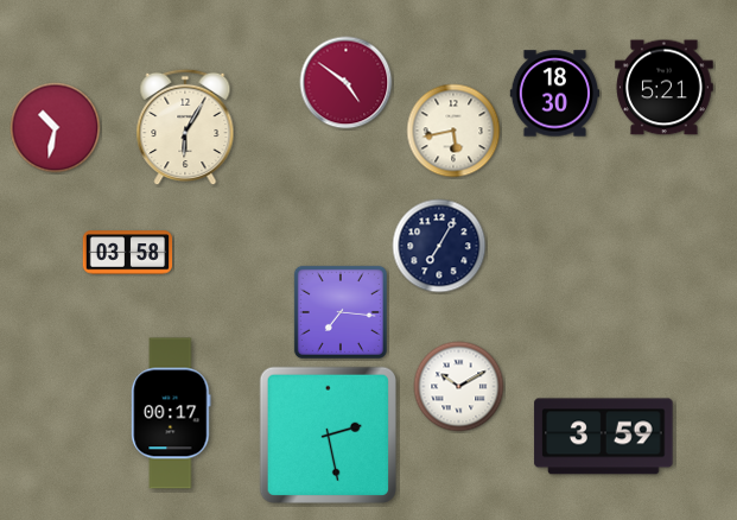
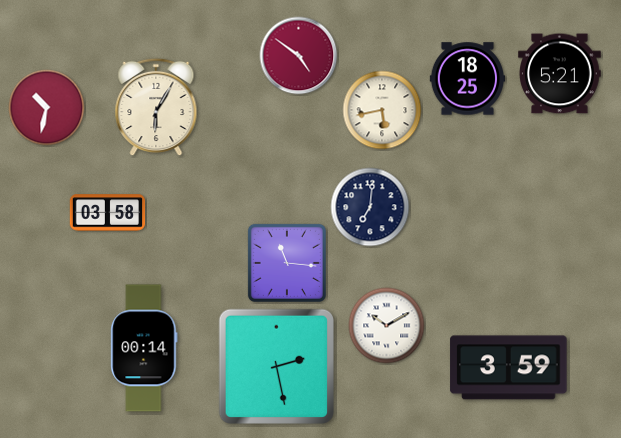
clock at (347, 83) position: (347, 83) -> (299, 56)
clock at (555, 94): 18:30 -> 18:25
clock at (439, 246): 7:05 -> 7:01
clock at (341, 312): 7:16 -> 11:16
clock at (171, 413): 00:17 -> 00:14
